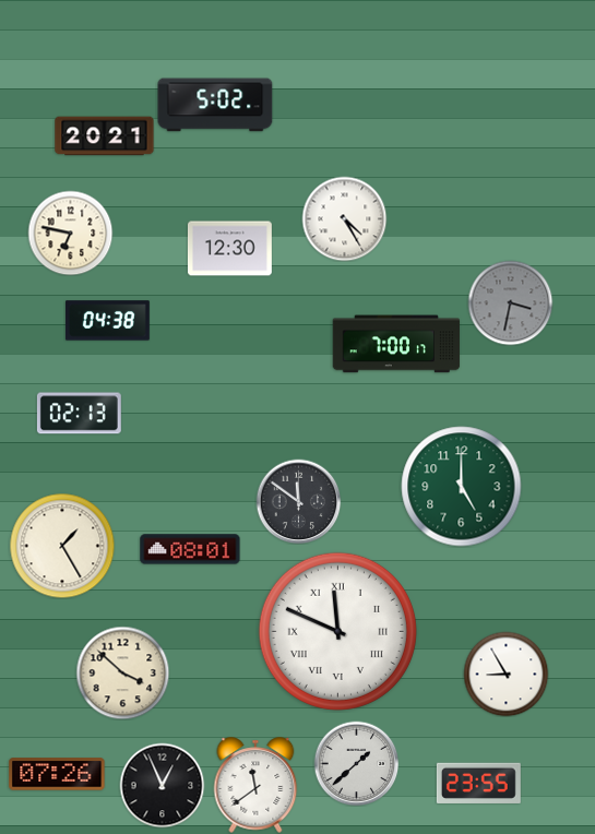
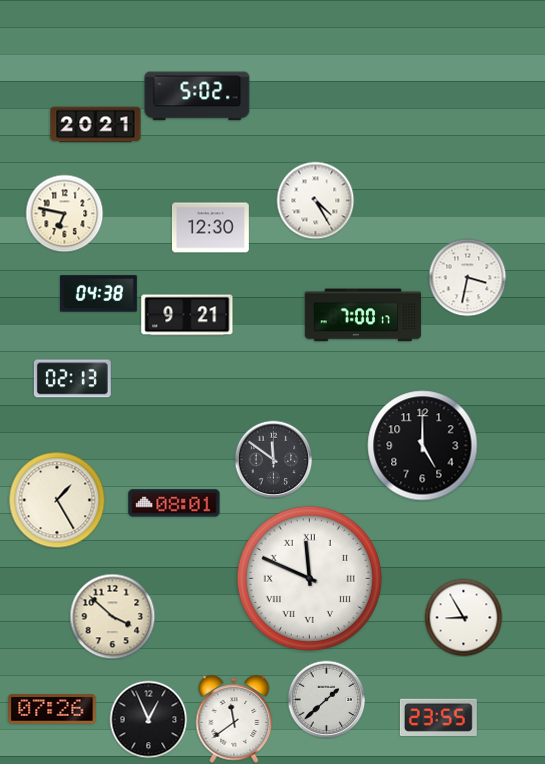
clock at (510, 302) dial: grey -> white
clock at (187, 315): none -> 9:21
clock at (462, 487) dial: green -> black
